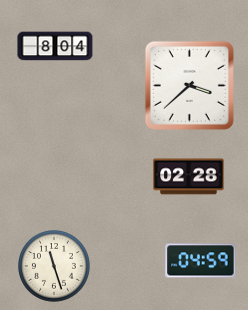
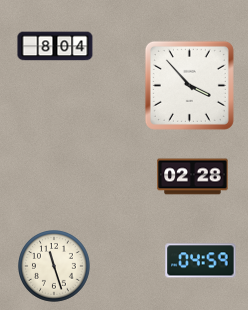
clock at (189, 85): 3:38 -> 3:53
clock at (189, 177) position: (189, 177) -> (193, 177)
